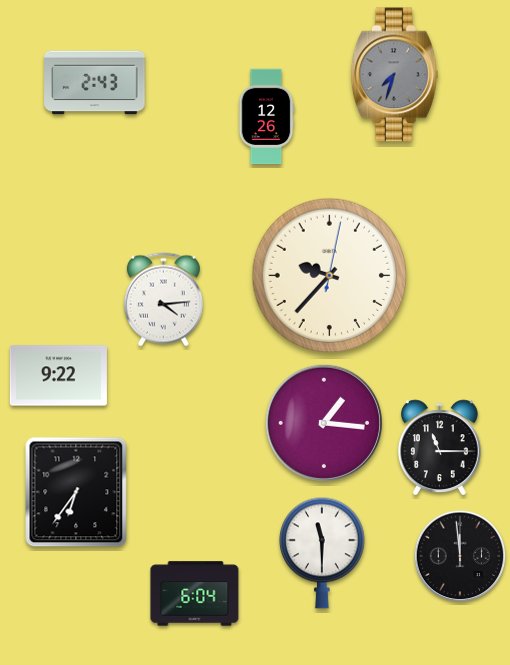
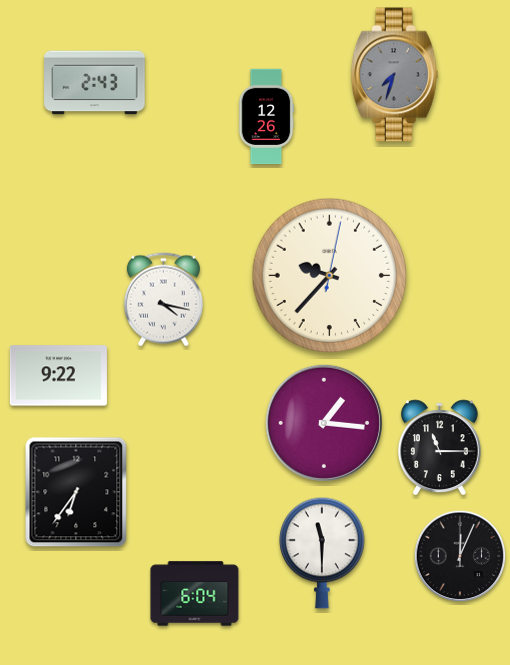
clock at (163, 300): 4:14 -> 4:17
clock at (460, 556): 11:59 -> 12:04
